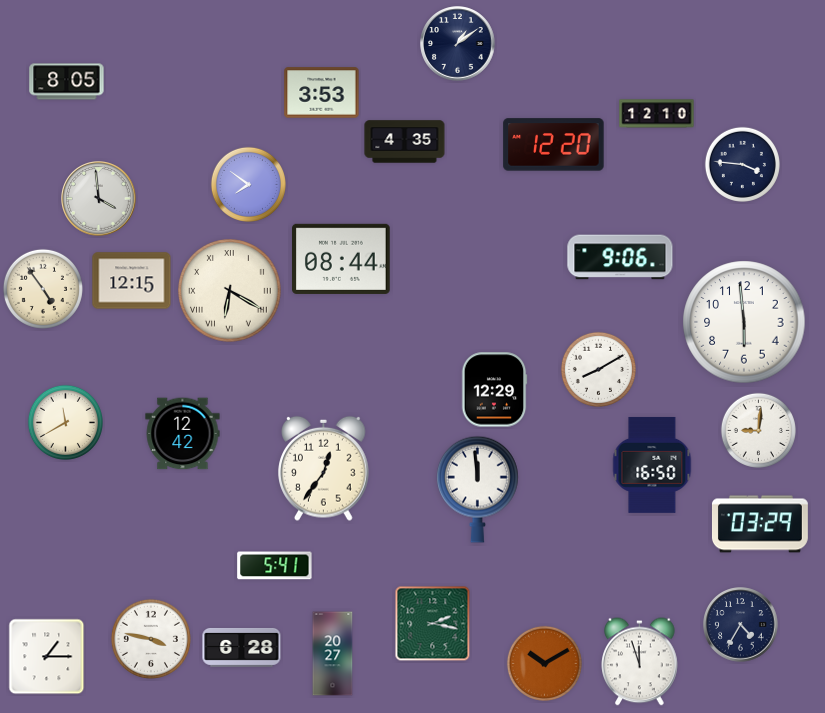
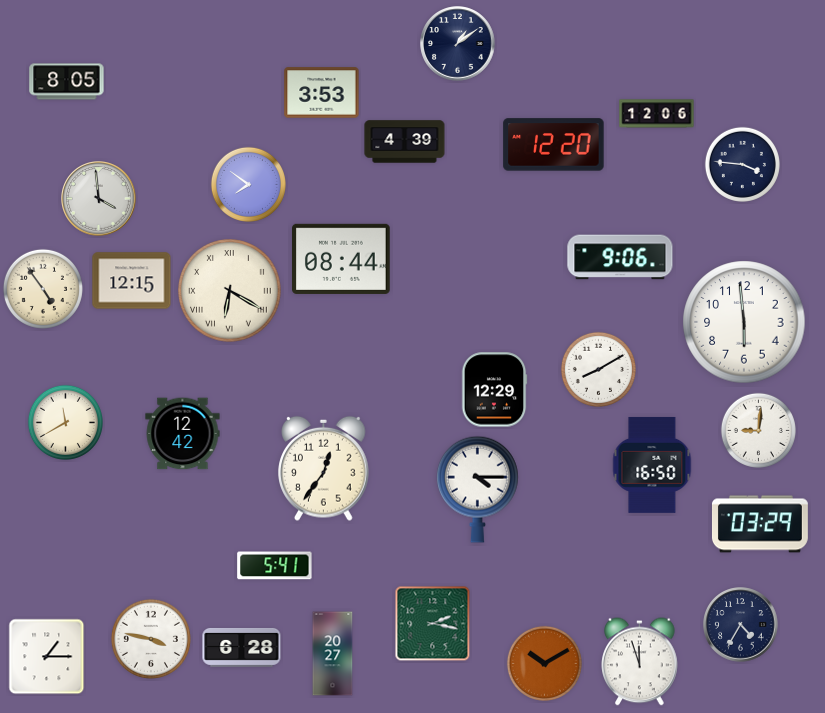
clock at (657, 114): 12:10 -> 12:06
clock at (405, 142): 4:35 -> 4:39
clock at (478, 489): 11:59 -> 4:15
